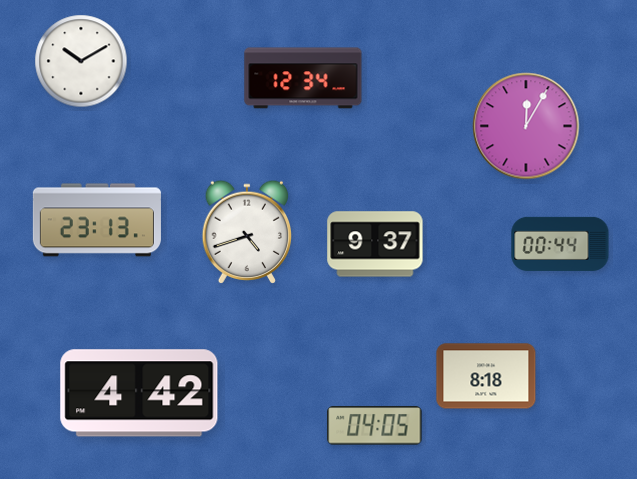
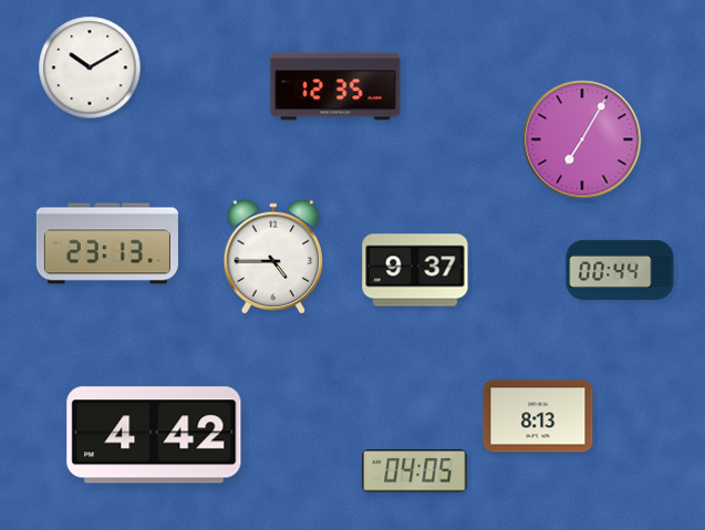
clock at (303, 78): 12:34 -> 12:35
clock at (526, 126): 12:05 -> 7:05
clock at (247, 232): 4:42 -> 4:45
clock at (486, 376): 8:18 -> 8:13
